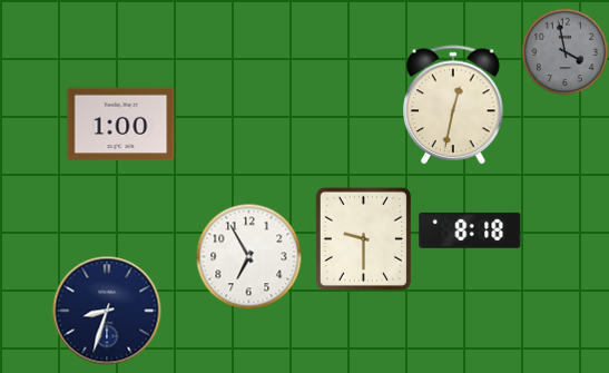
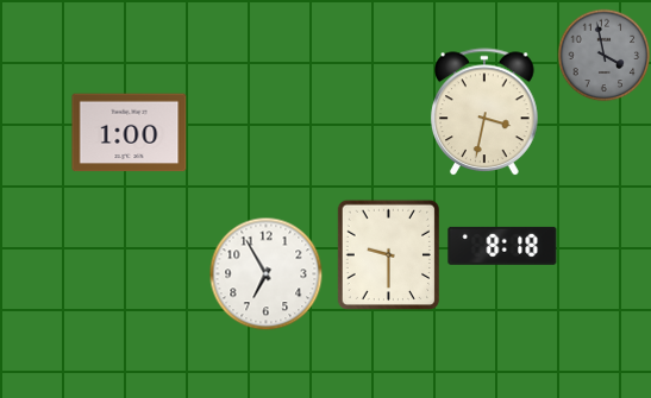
clock at (453, 105): 12:32 -> 3:32
clock at (107, 311): 8:33 -> none
